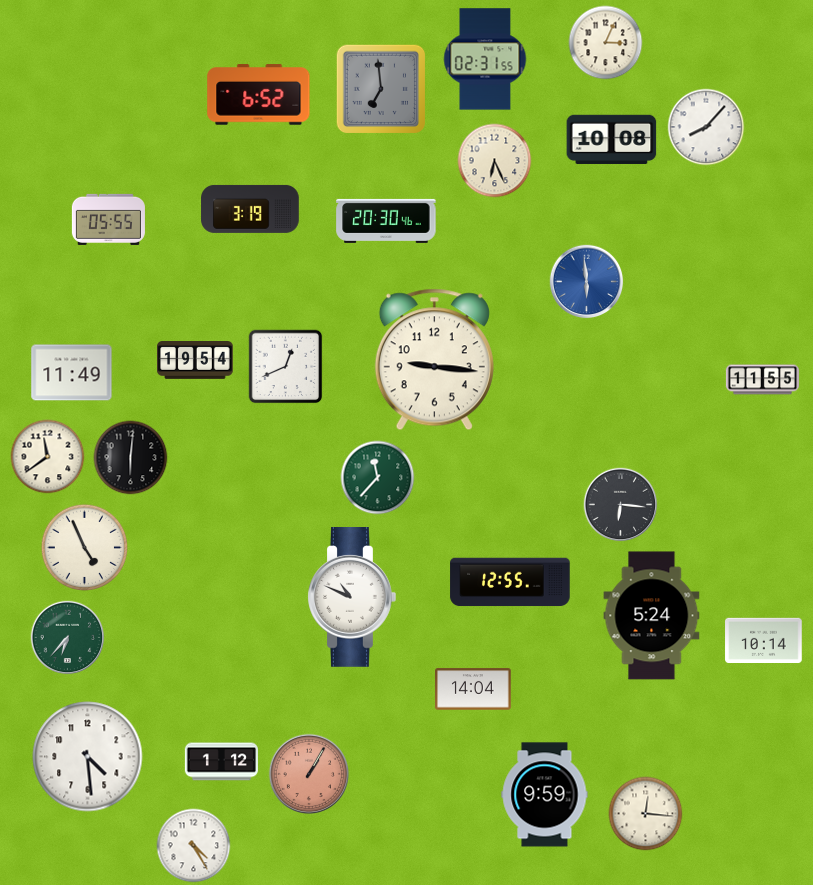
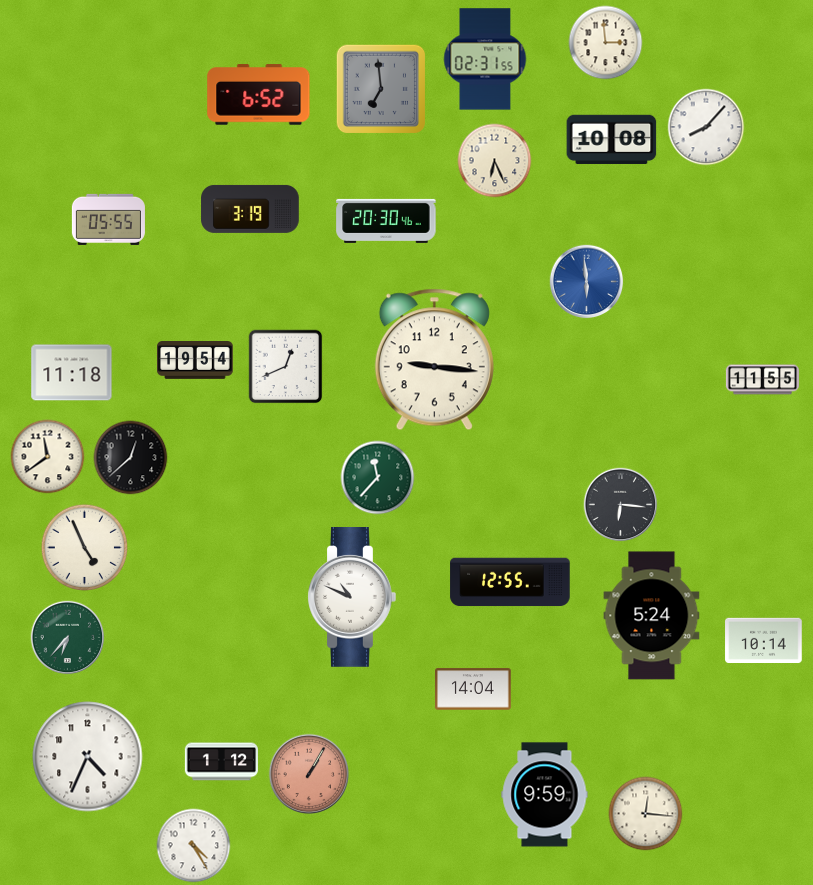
clock at (606, 43): 3:04 -> 2:59
clock at (72, 373): 11:49 -> 11:18
clock at (131, 458): 6:01 -> 12:38
clock at (88, 757): 4:29 -> 4:34
